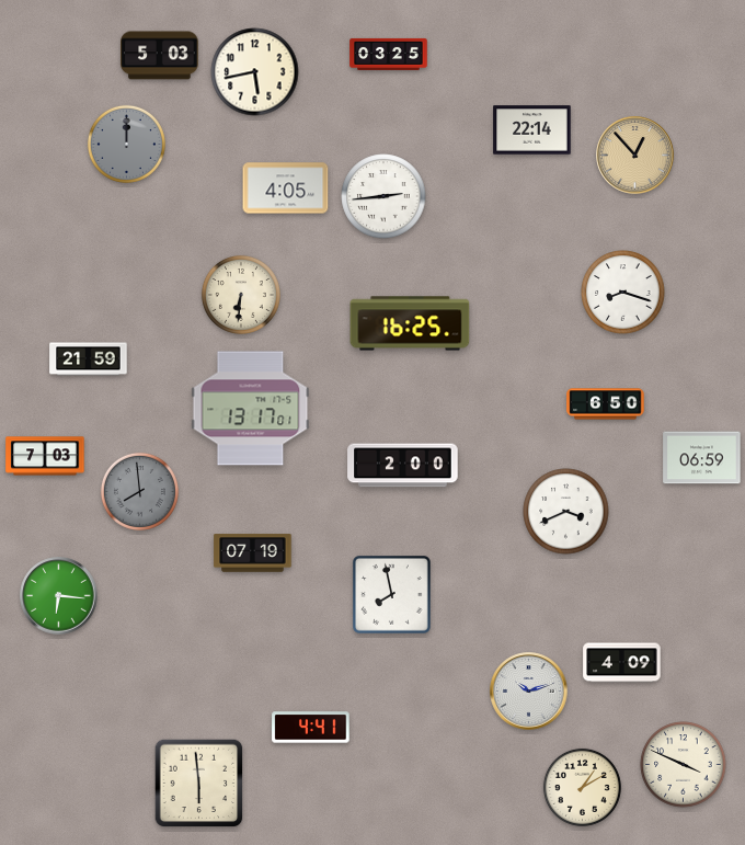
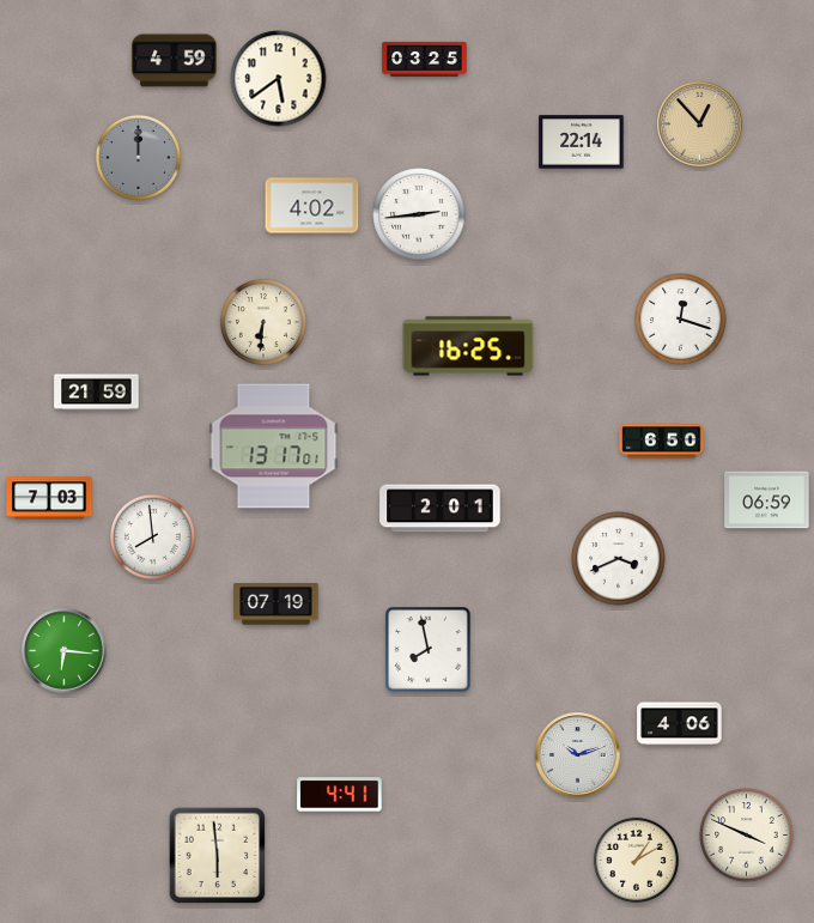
clock at (160, 56): 5:03 -> 4:59
clock at (255, 72): 5:43 -> 5:39
clock at (635, 156) position: (635, 156) -> (700, 125)
clock at (286, 189): 4:05 -> 4:02
clock at (623, 293): 8:18 -> 12:18
clock at (410, 323) position: (410, 323) -> (468, 346)
clock at (403, 466): 2:00 -> 2:01
clock at (139, 491) dial: grey -> white
clock at (622, 663): 4:09 -> 4:06
